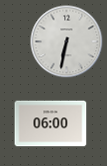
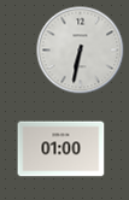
clock at (51, 124): 06:00 -> 01:00
